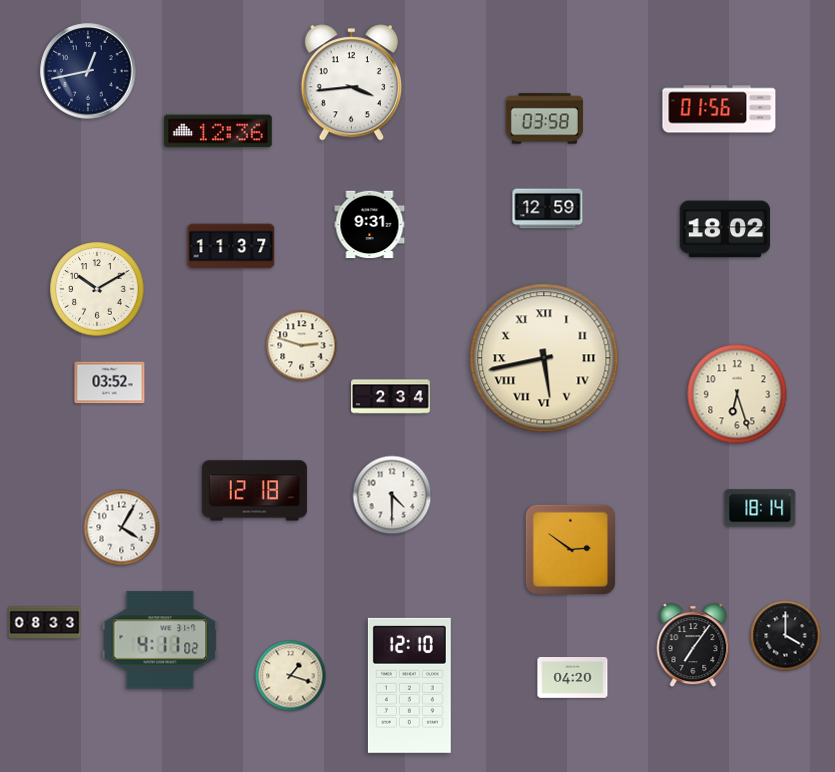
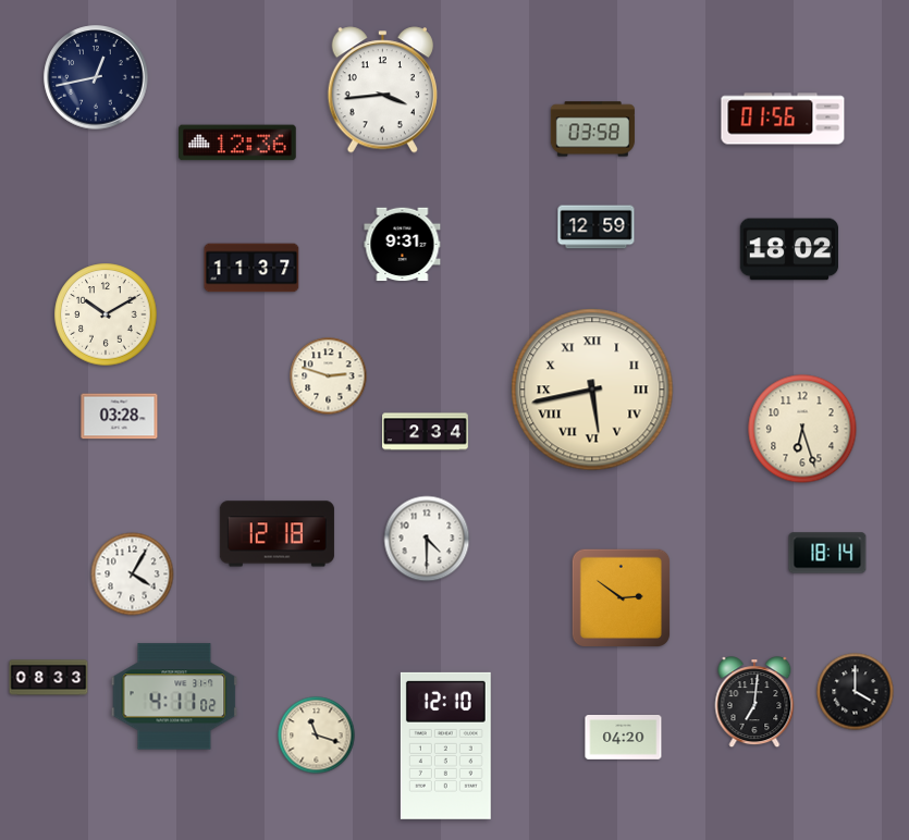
clock at (110, 383): 03:52 -> 03:28
clock at (693, 646): 7:06 -> 7:01
clock at (291, 676): 1:18 -> 11:18
